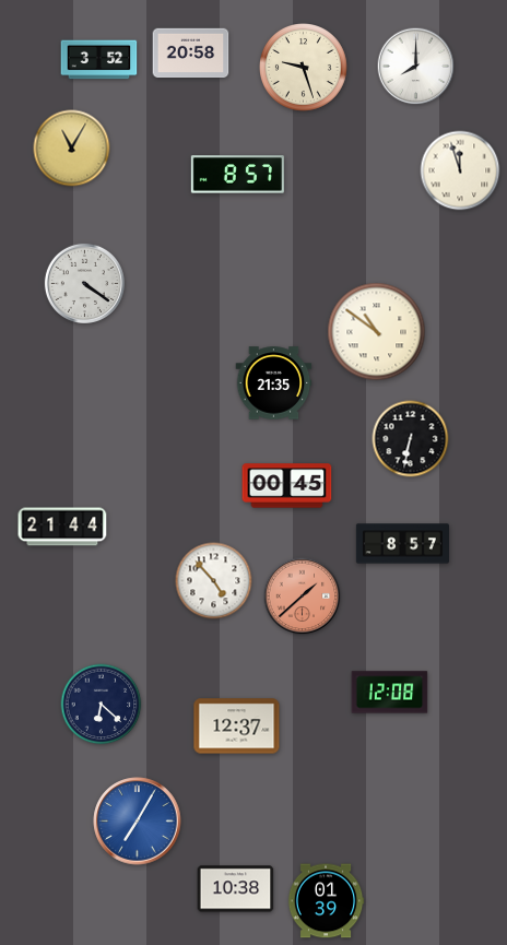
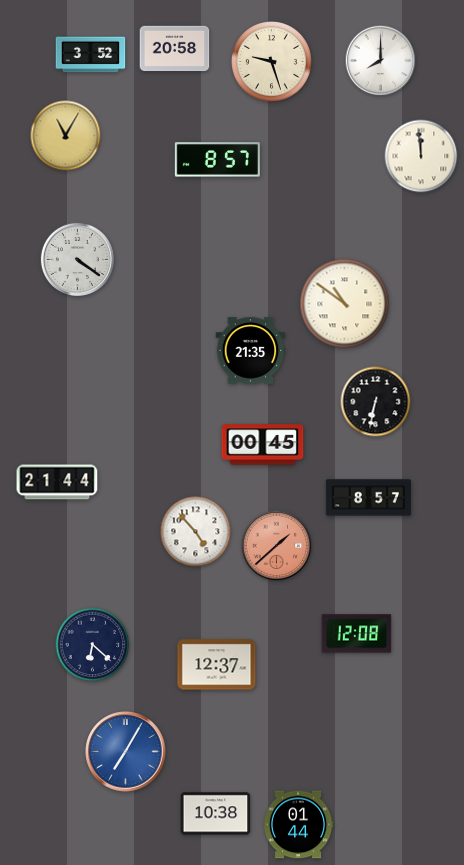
clock at (304, 68) position: (304, 68) -> (272, 62)
clock at (460, 170): 11:57 -> 11:59
clock at (326, 901): 01:39 -> 01:44
